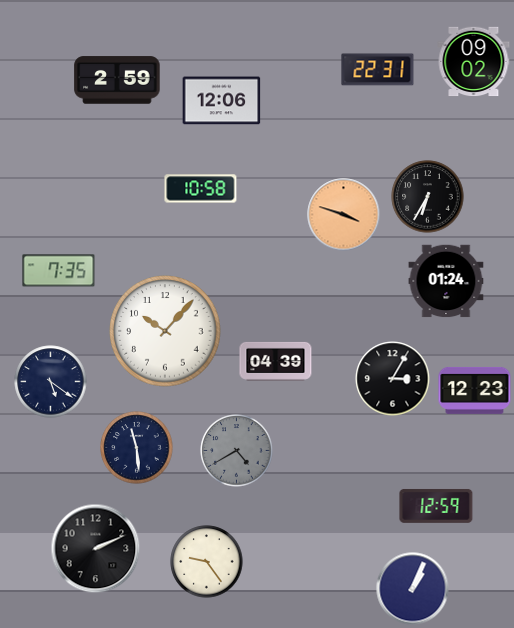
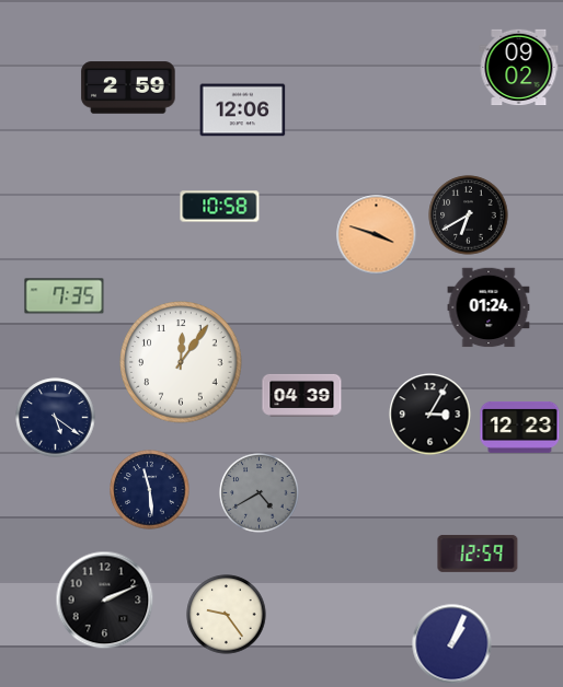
clock at (378, 70): 22:31 -> none
clock at (428, 197): 6:35 -> 6:40
clock at (165, 331): 10:07 -> 12:06
